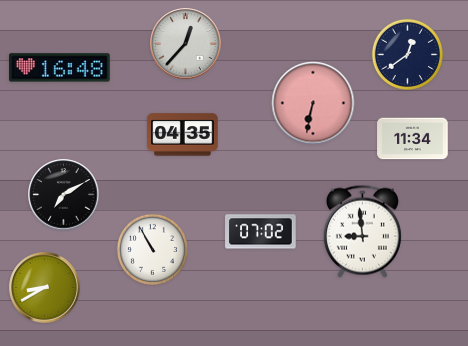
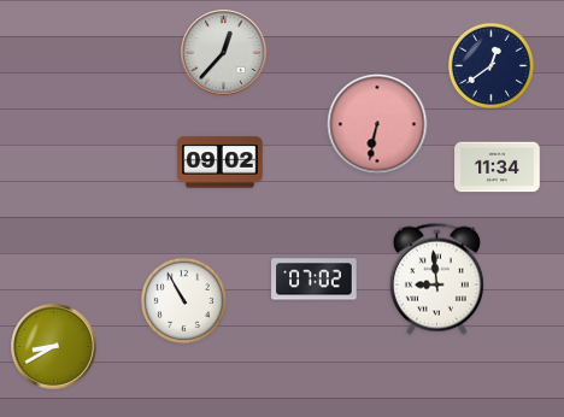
clock at (60, 68): 16:48 -> none
clock at (183, 135): 04:35 -> 09:02
clock at (64, 195): 7:10 -> none
